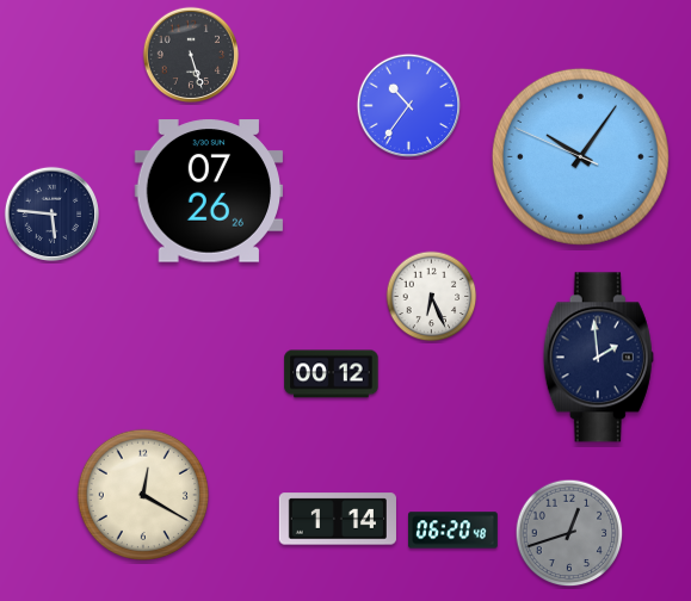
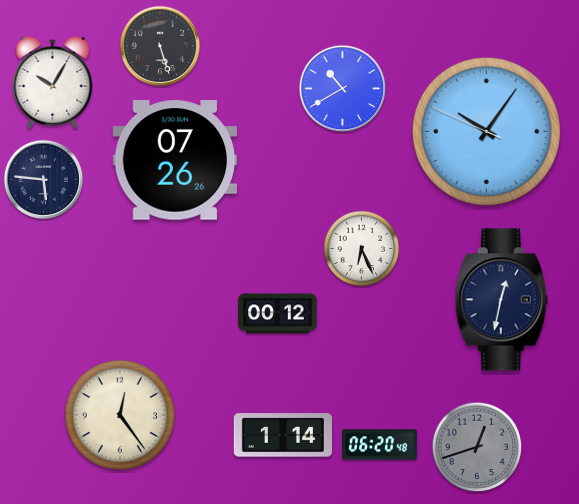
clock at (53, 82): none -> 10:05
clock at (409, 106): 10:36 -> 10:40
clock at (598, 358): 1:59 -> 12:32
clock at (143, 495): 12:20 -> 12:24
